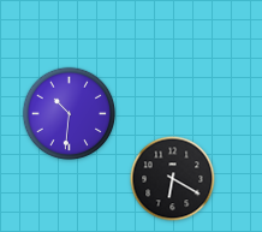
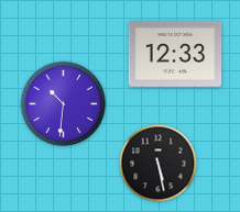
clock at (175, 54): none -> 12:33
clock at (173, 179): 6:20 -> 5:28
